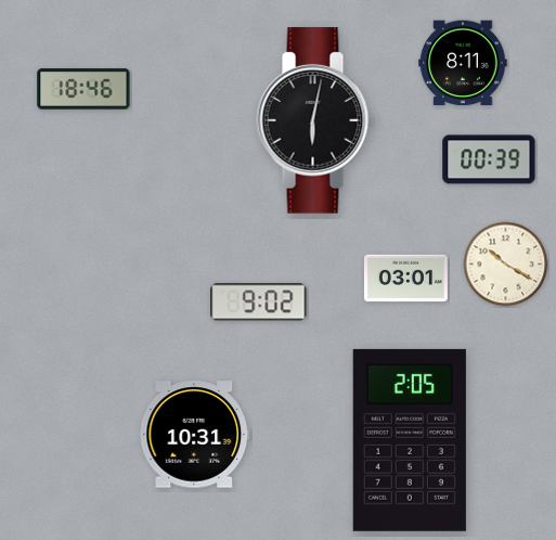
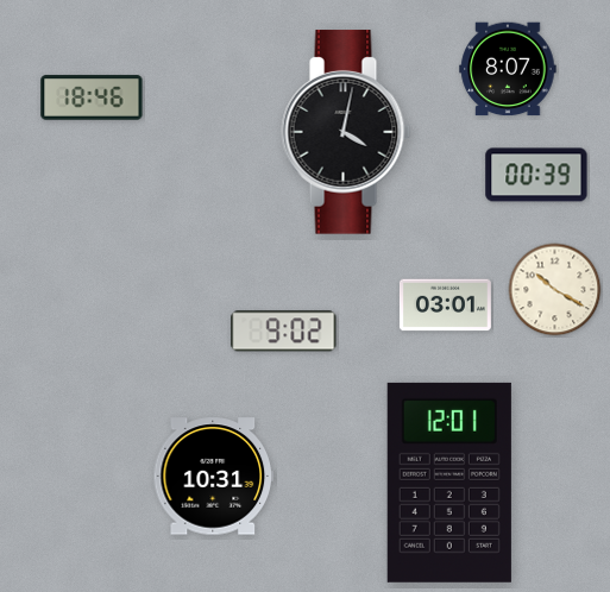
clock at (463, 63): 8:11 -> 8:07
clock at (315, 120): 6:02 -> 4:02
clock at (410, 440): 2:05 -> 12:01
